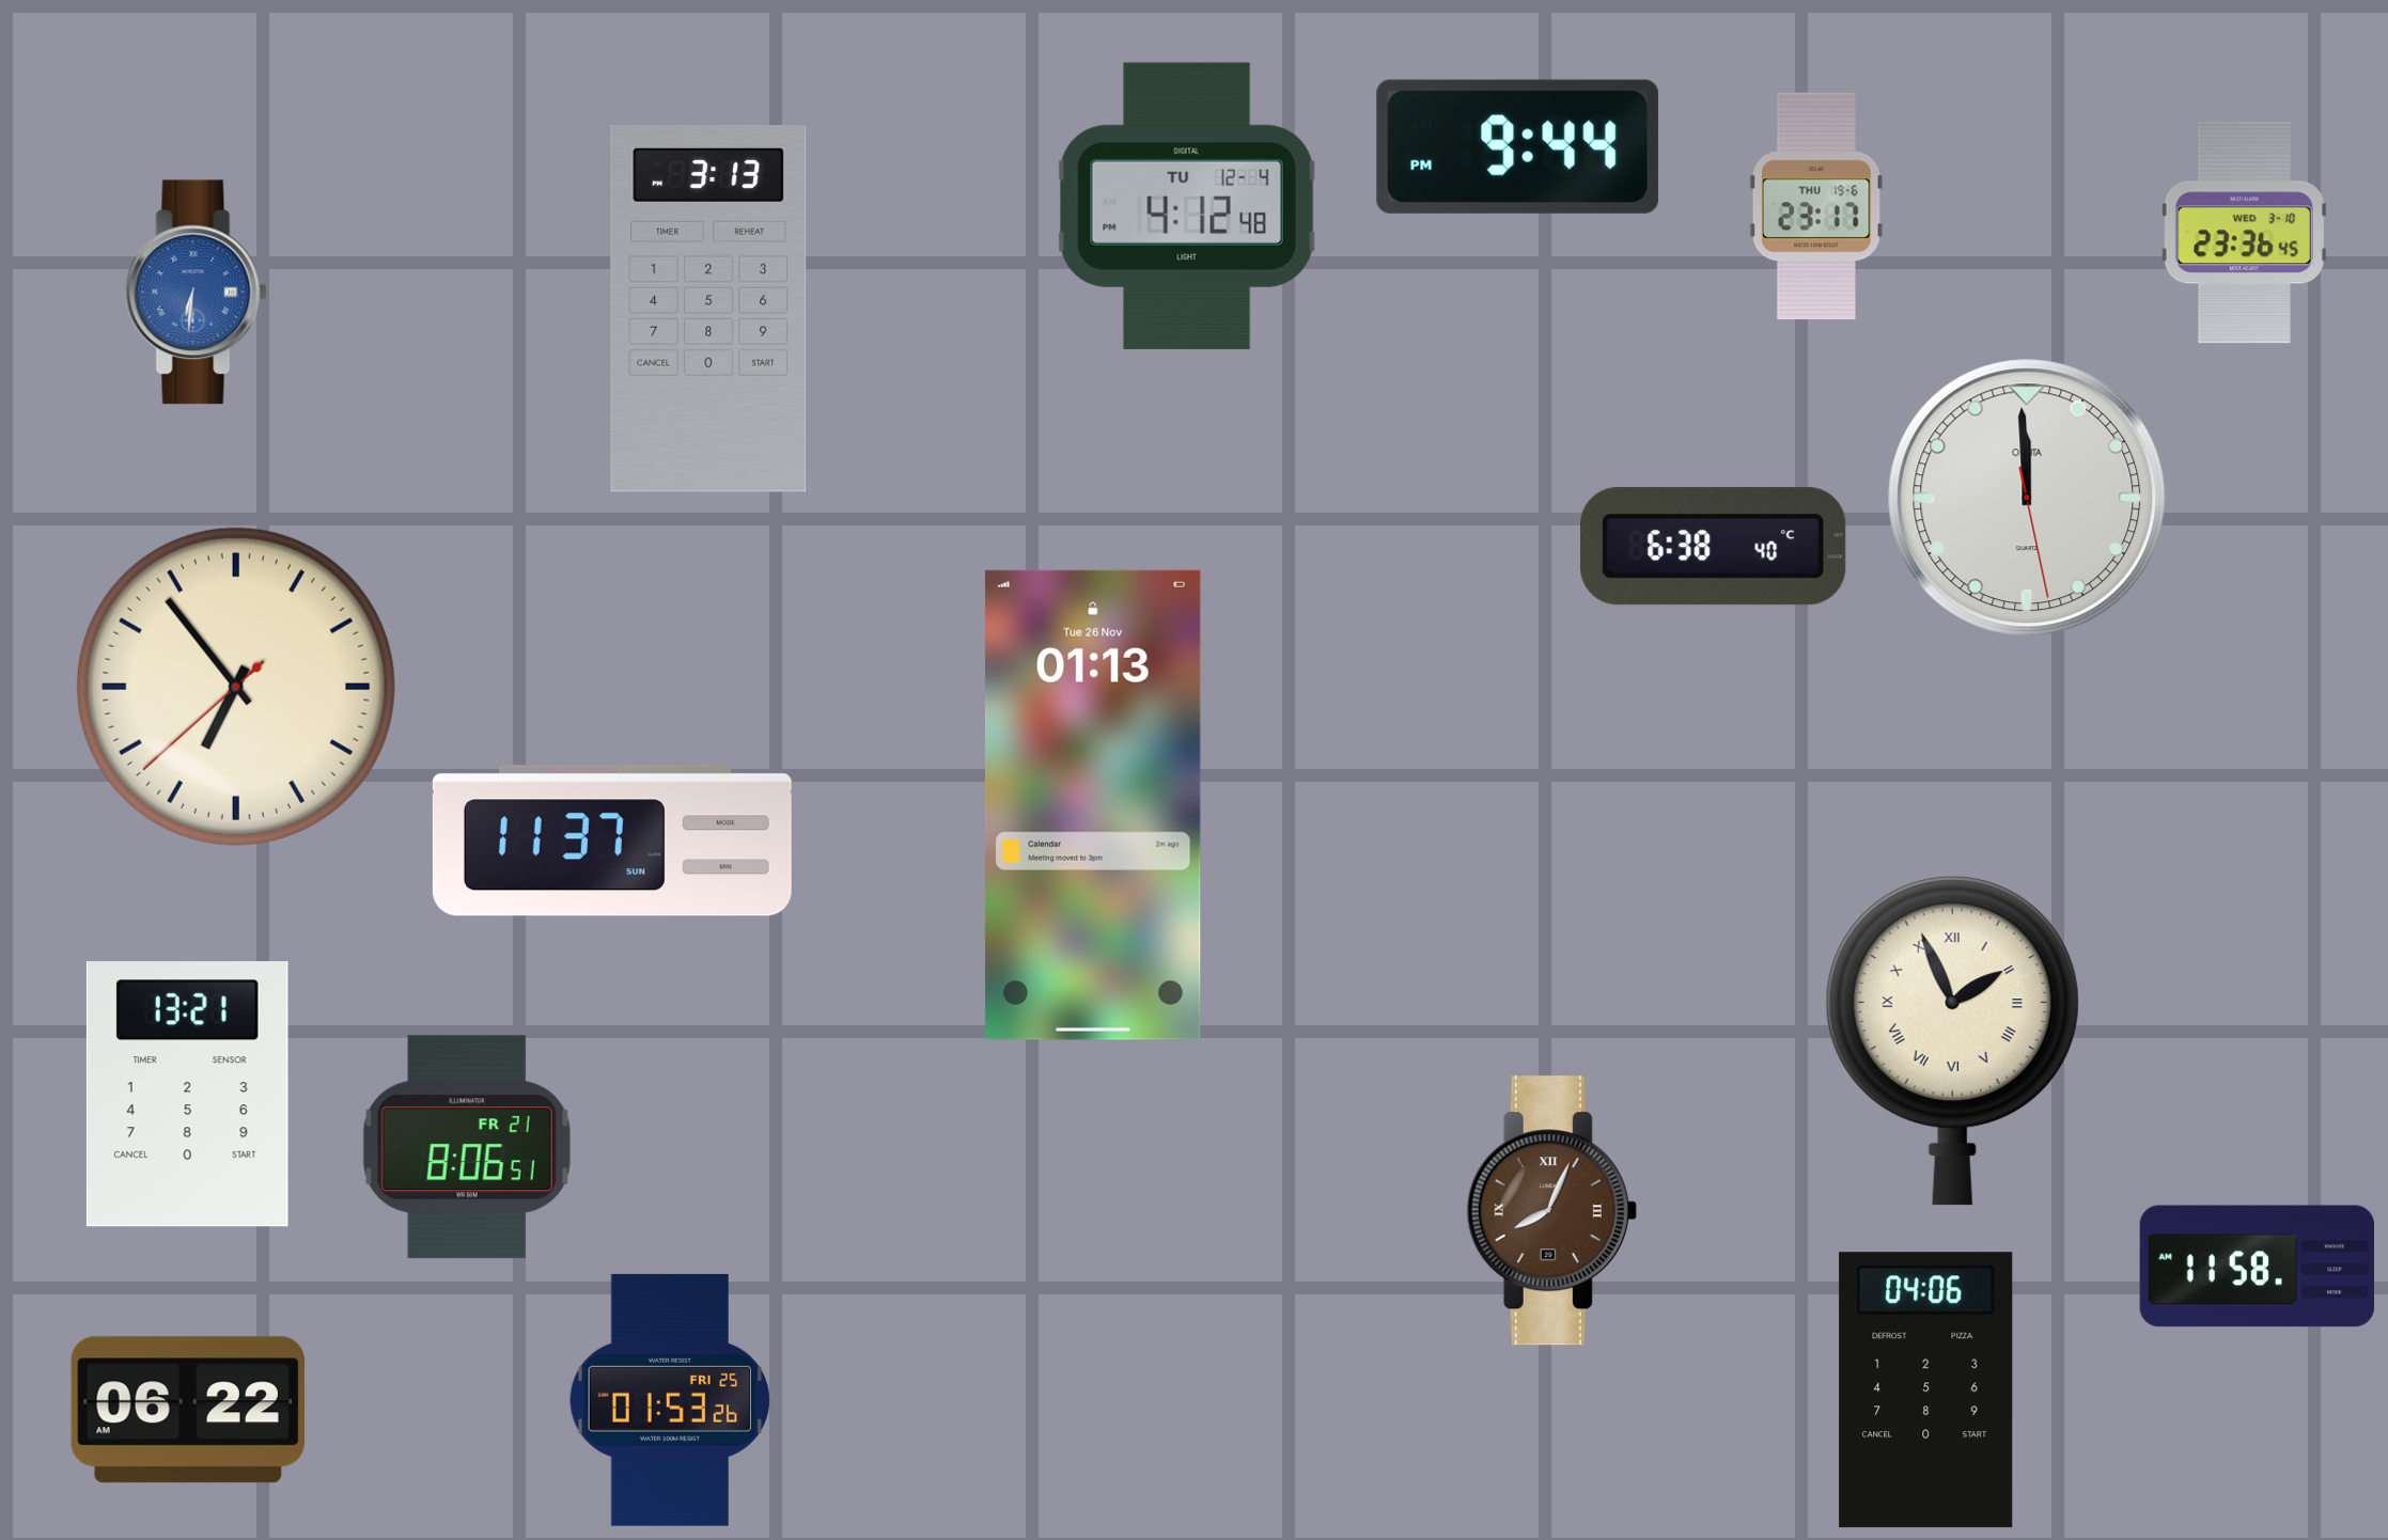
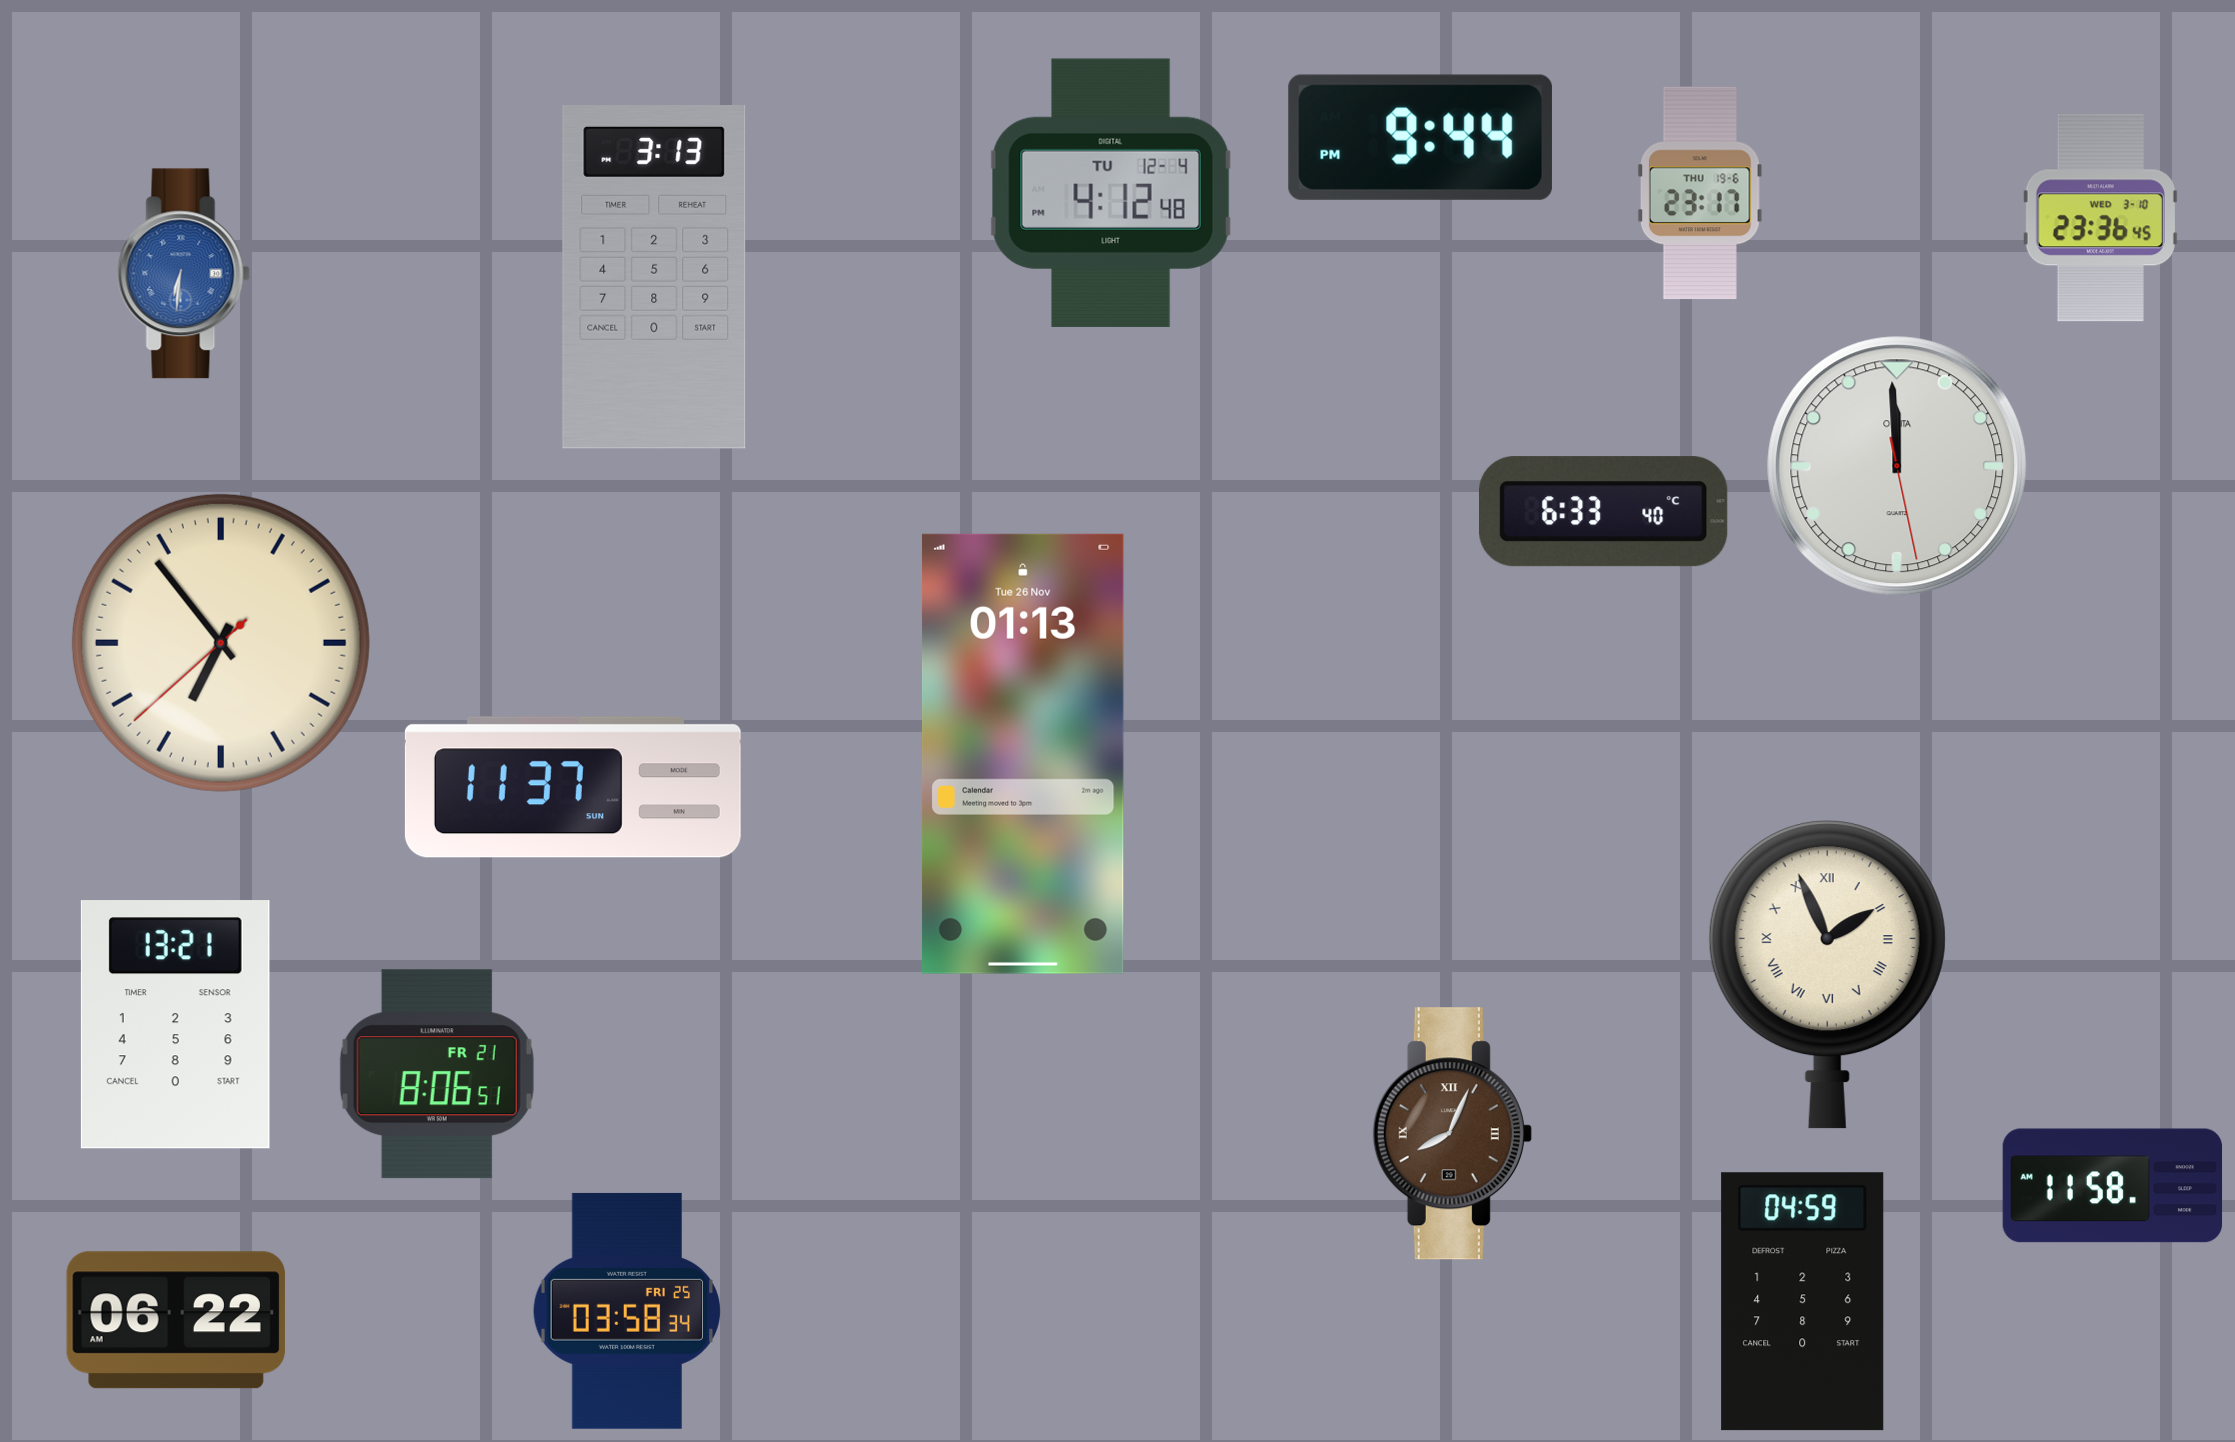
clock at (708, 310) position: (708, 310) -> (654, 278)
clock at (1714, 547): 6:38 -> 6:33
clock at (1926, 1390): 04:06 -> 04:59
clock at (670, 1400): 01:53 -> 03:58
